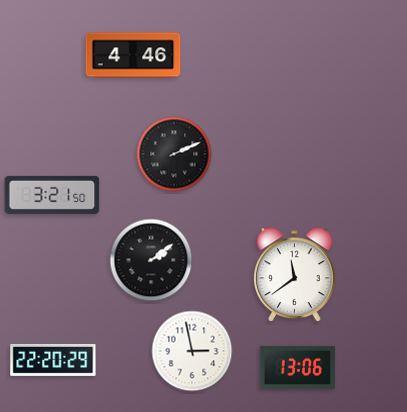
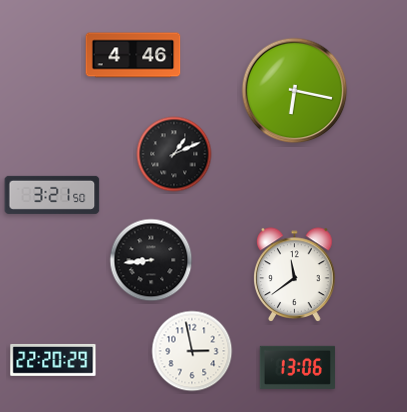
clock at (295, 91): none -> 6:17
clock at (174, 154): 2:11 -> 1:11
clock at (151, 260): 2:09 -> 8:44
